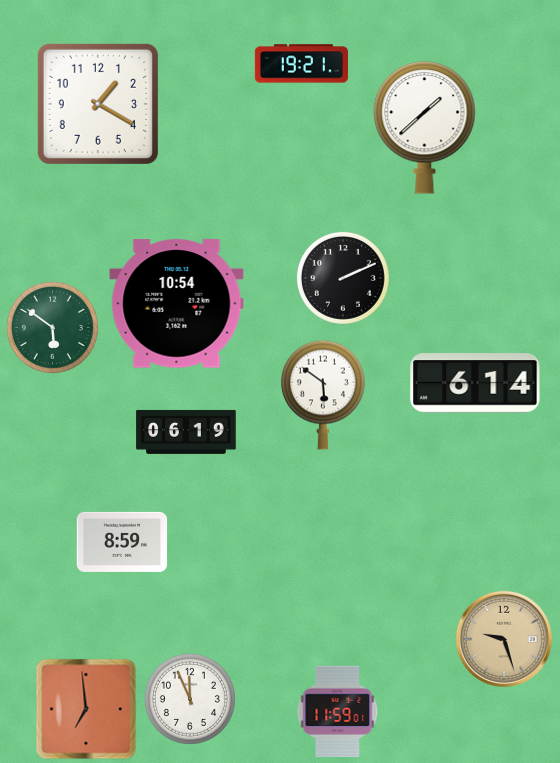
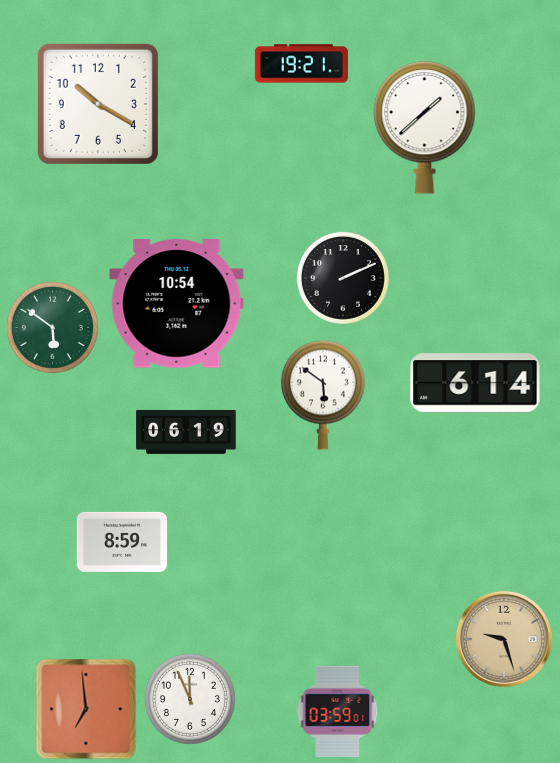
clock at (98, 104): 1:20 -> 10:20
clock at (338, 712): 11:59 -> 03:59
